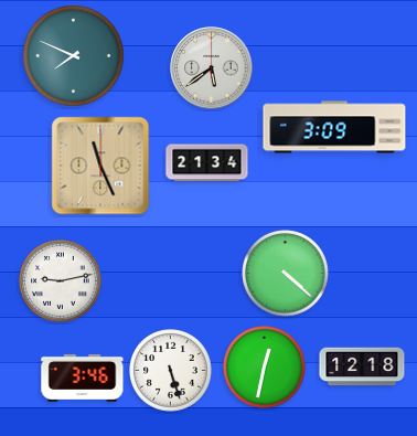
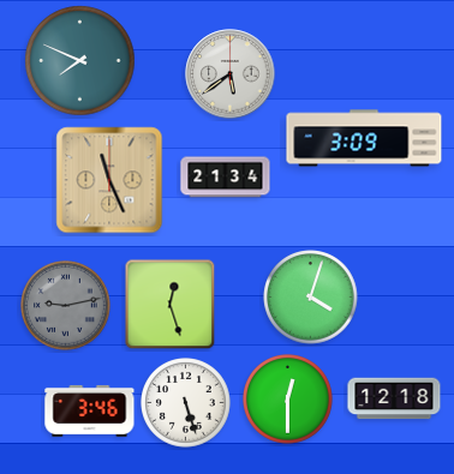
clock at (286, 274): 4:22 -> 4:03
clock at (171, 305): none -> 12:27
clock at (61, 281) dial: white -> grey
clock at (265, 368): 12:32 -> 12:30
